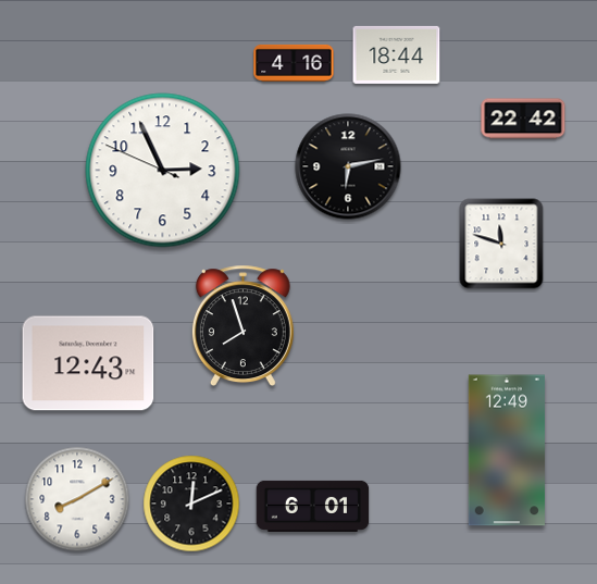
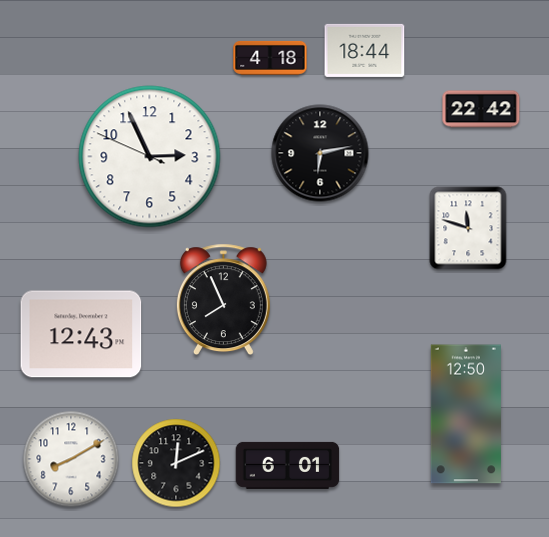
clock at (294, 63): 4:16 -> 4:18
clock at (501, 244) position: (501, 244) -> (468, 228)
clock at (242, 326): 7:57 -> 7:56
clock at (507, 450): 12:49 -> 12:50
